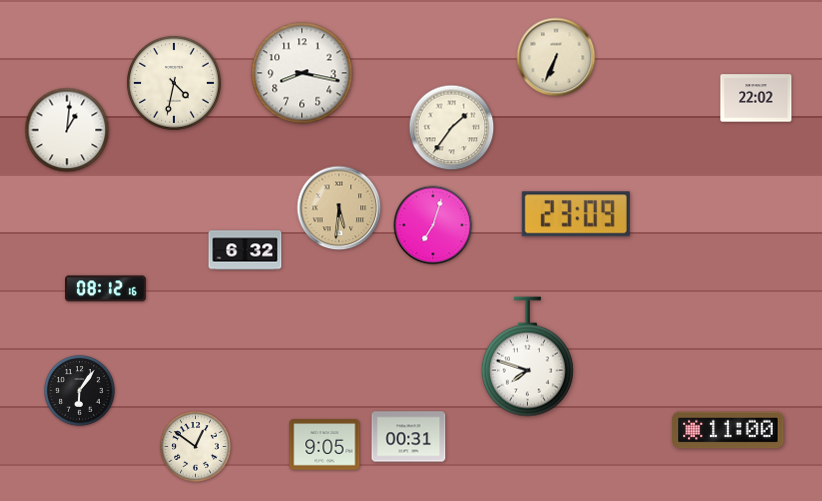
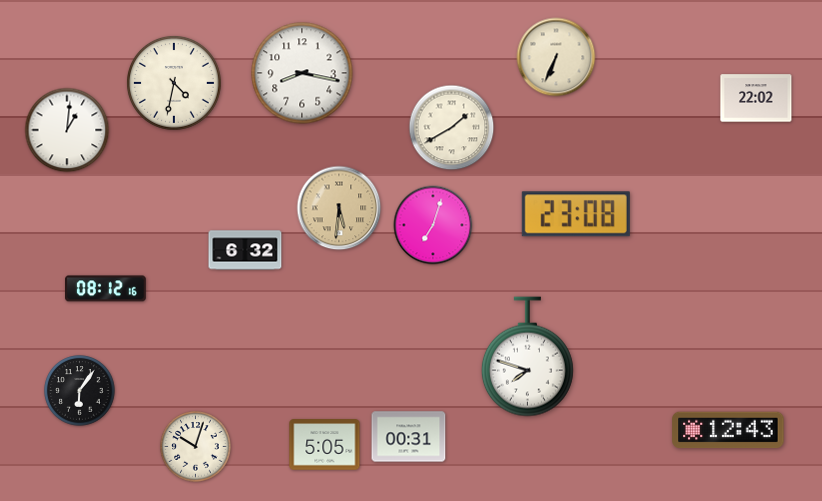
clock at (452, 128): 1:36 -> 1:40
clock at (576, 214): 23:09 -> 23:08
clock at (728, 430): 11:00 -> 12:43
clock at (325, 445): 9:05 -> 5:05
clock at (196, 447): 12:51 -> 10:03
